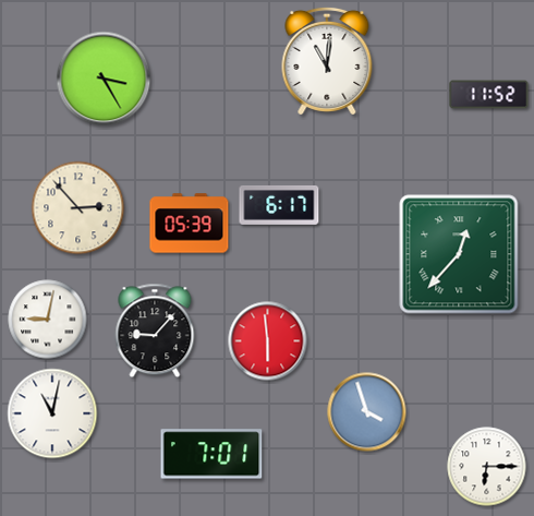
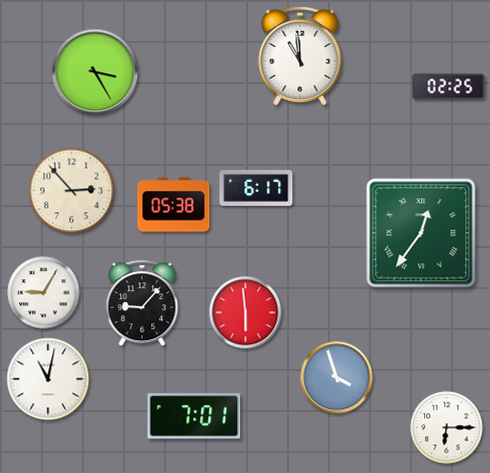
clock at (327, 61): 11:01 -> 10:59
clock at (489, 95): 11:52 -> 02:25
clock at (190, 224): 05:39 -> 05:38
clock at (459, 254): 12:37 -> 12:36
clock at (48, 320): 9:02 -> 9:05
